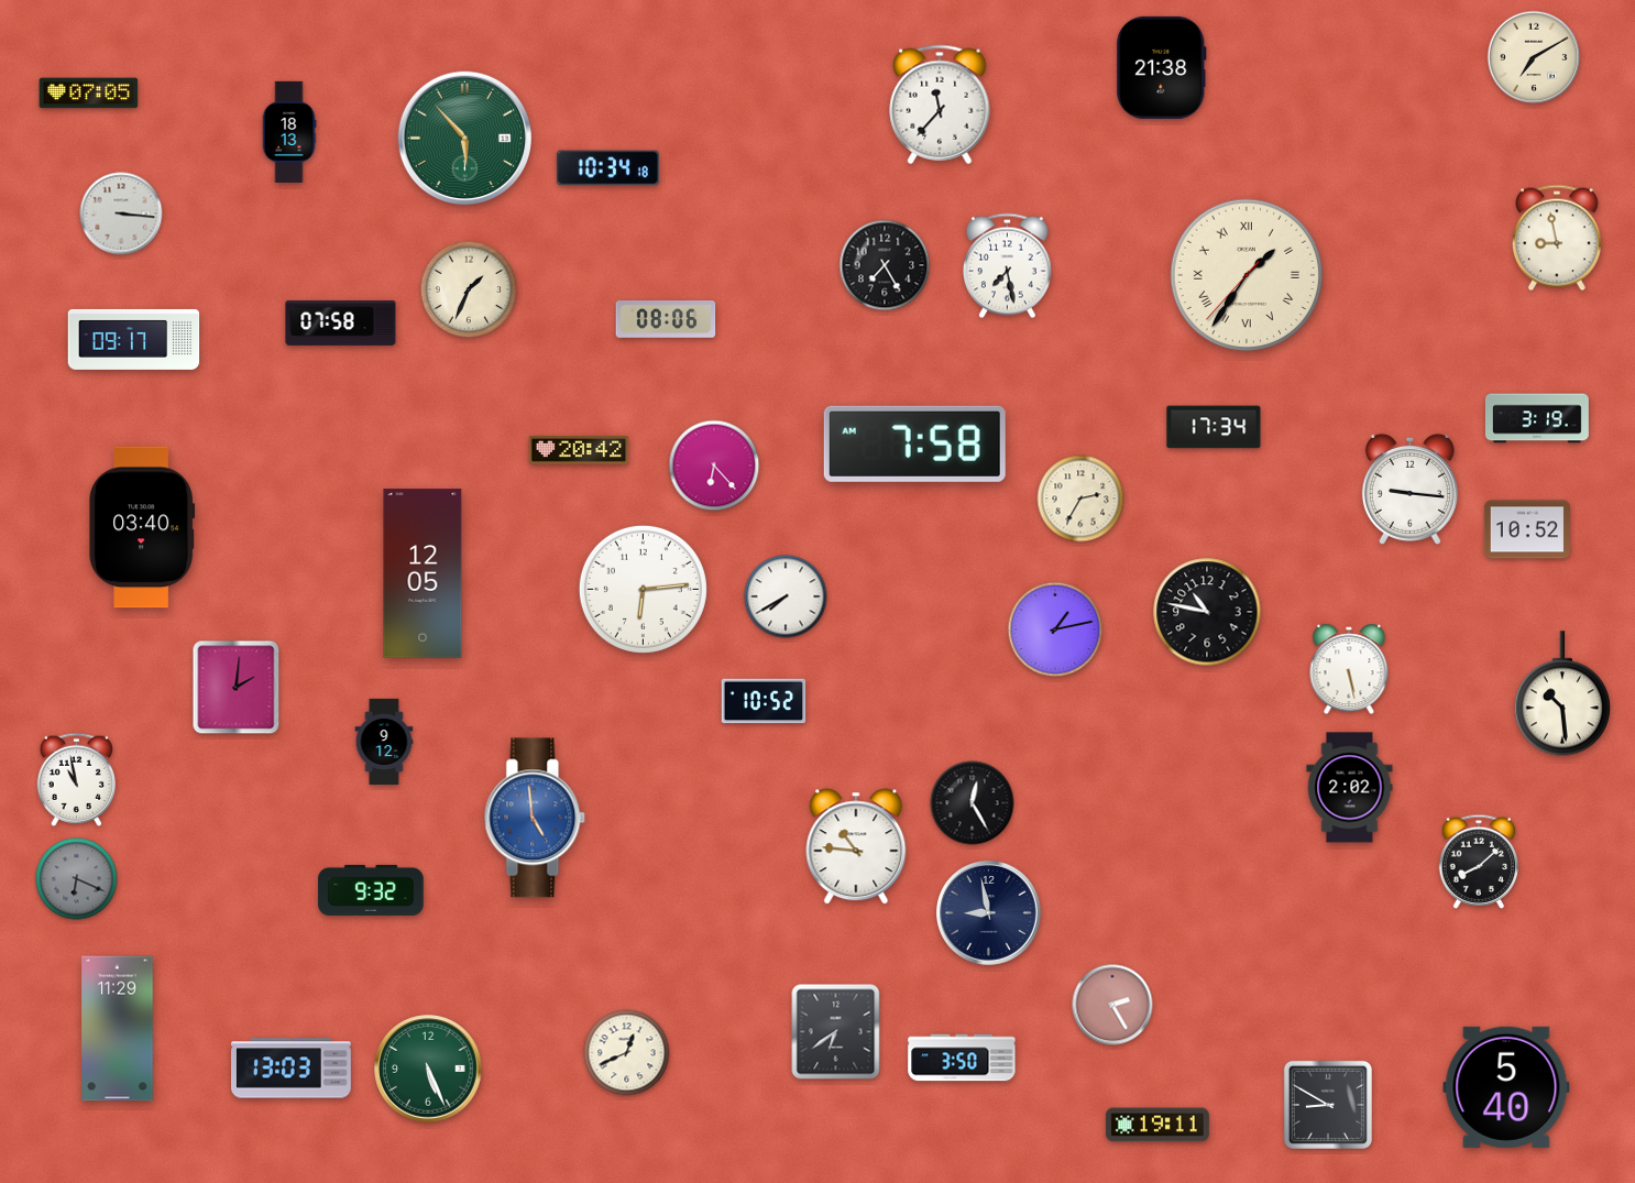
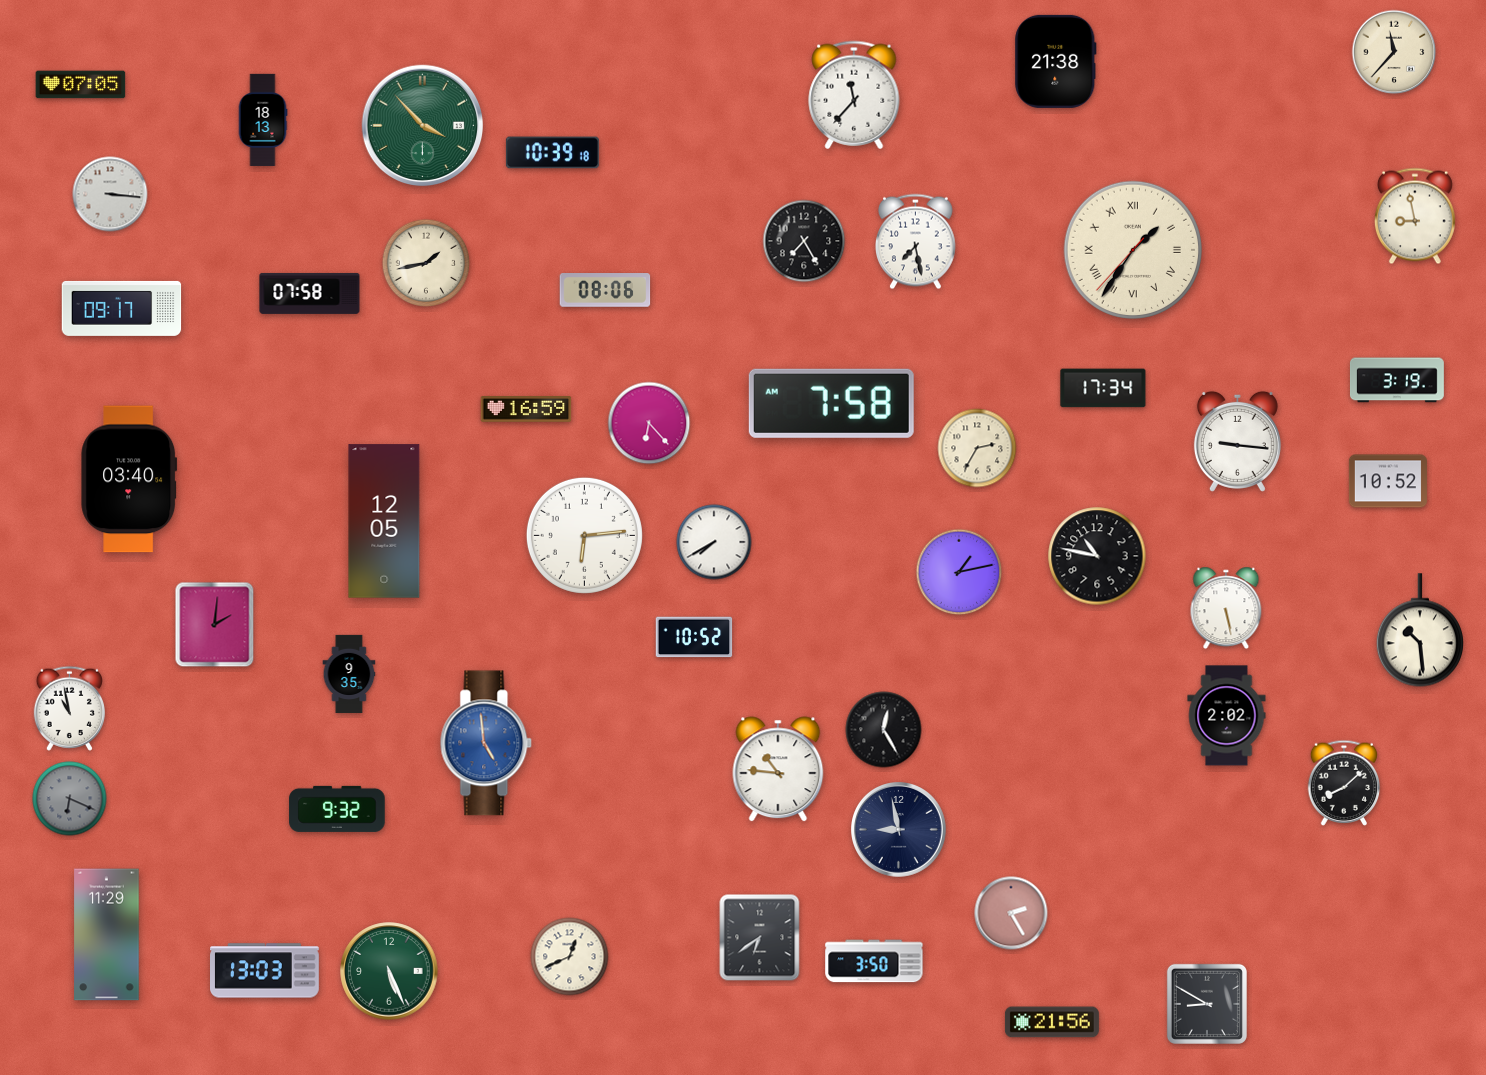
clock at (1534, 57): 7:10 -> 11:37
clock at (465, 139): 5:53 -> 3:53
clock at (607, 168): 10:34 -> 10:39
clock at (469, 289): 1:34 -> 1:43
clock at (579, 451): 20:42 -> 16:59
clock at (1409, 489) position: (1409, 489) -> (1237, 441)
clock at (1080, 499) position: (1080, 499) -> (977, 448)
clock at (384, 742): 9:12 -> 9:35
clock at (1506, 1087): 5:40 -> none
clock at (1157, 1125): 19:11 -> 21:56
